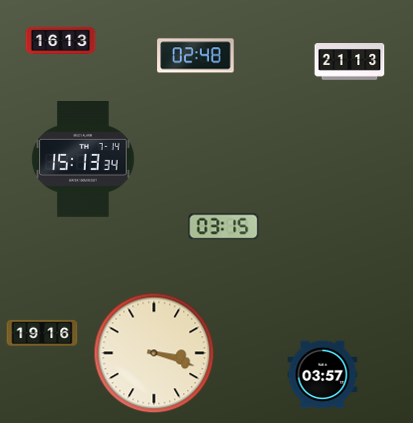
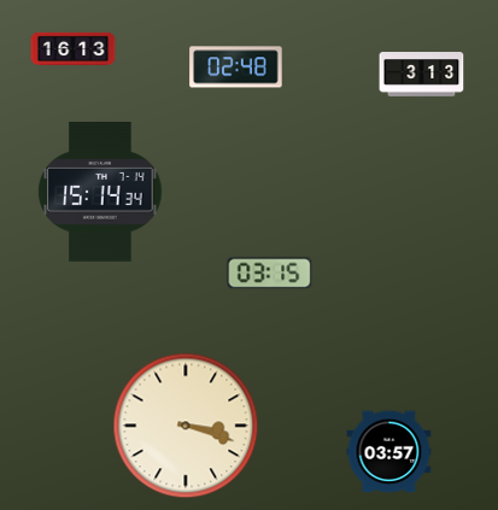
clock at (350, 62): 21:13 -> 3:13
clock at (83, 160): 15:13 -> 15:14
clock at (42, 332): 19:16 -> none
